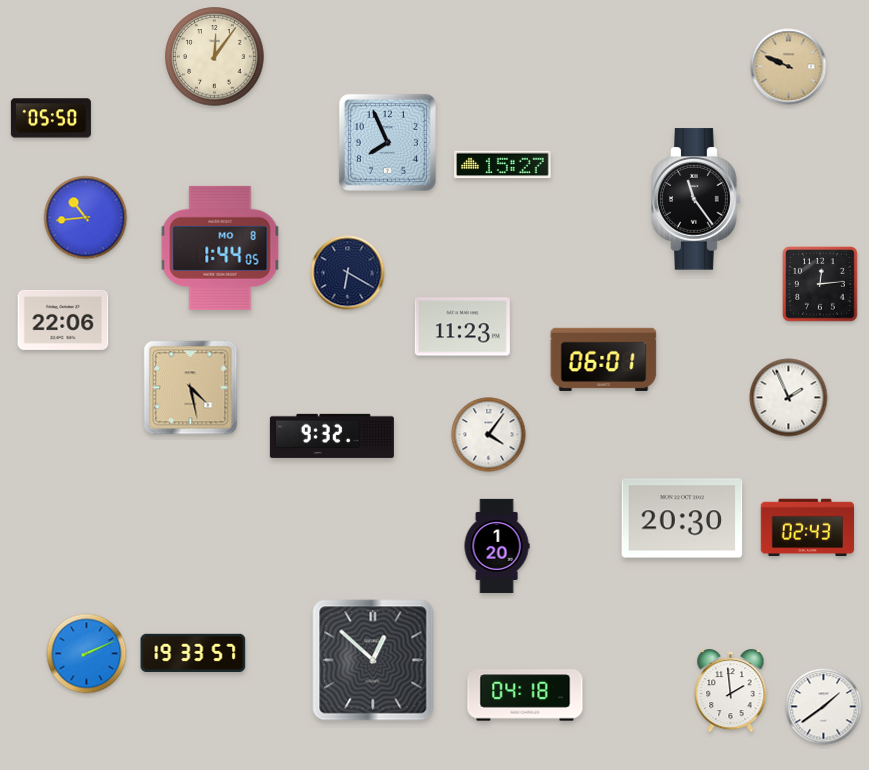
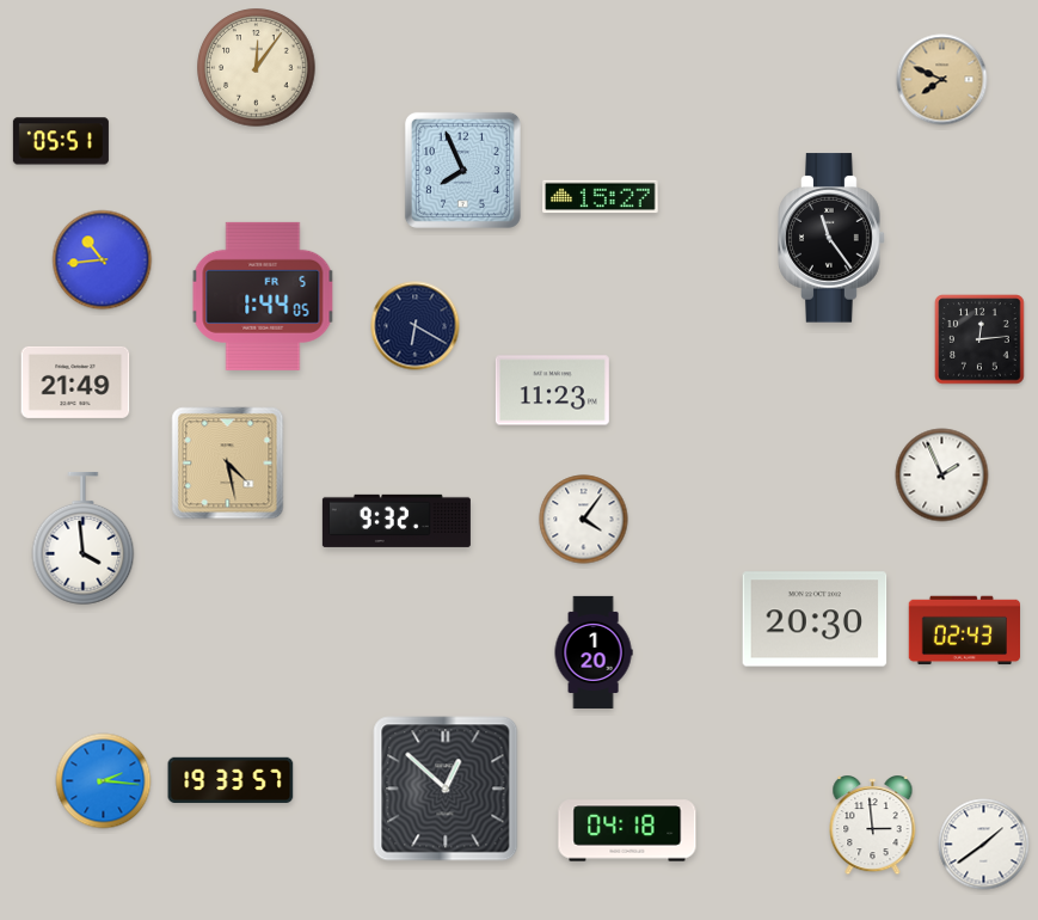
clock at (789, 67): 9:49 -> 7:49
clock at (51, 118): 05:50 -> 05:51
clock at (220, 248) date: MO 8 -> FR 5
clock at (63, 320): 22:06 -> 21:49
clock at (604, 359): 06:01 -> none
clock at (84, 540): none -> 3:59
clock at (87, 654): 2:11 -> 2:16
clock at (731, 691): 1:59 -> 2:59
